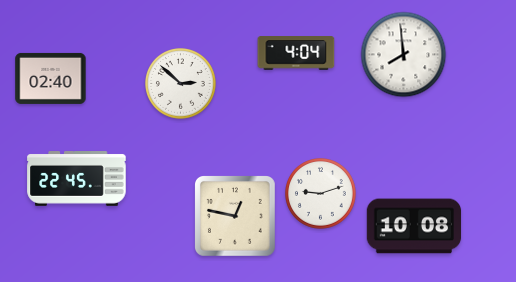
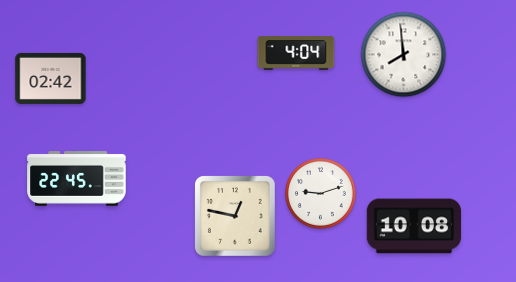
clock at (51, 78): 02:40 -> 02:42
clock at (181, 84): 2:52 -> none
